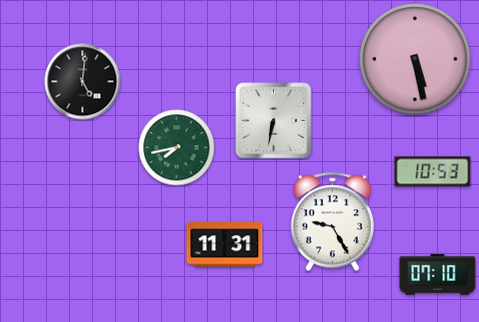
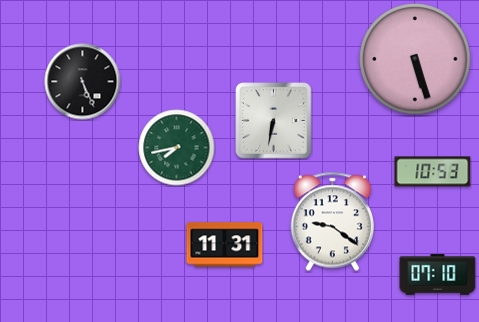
clock at (415, 59): 5:28 -> 5:27
clock at (83, 82): 5:01 -> 5:26
clock at (332, 222): 9:25 -> 9:21
